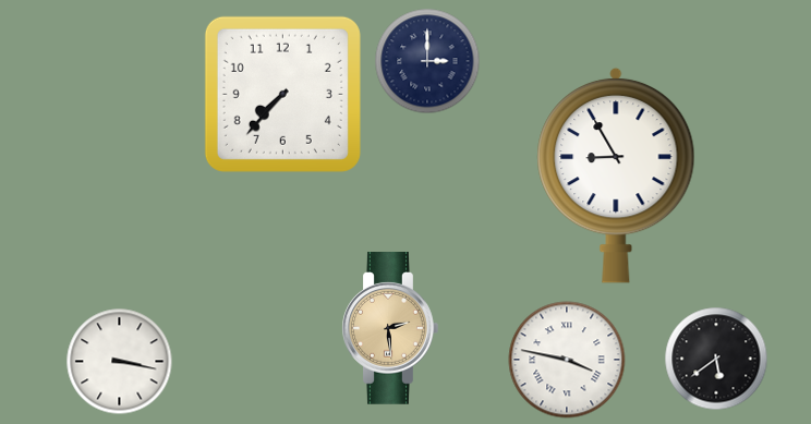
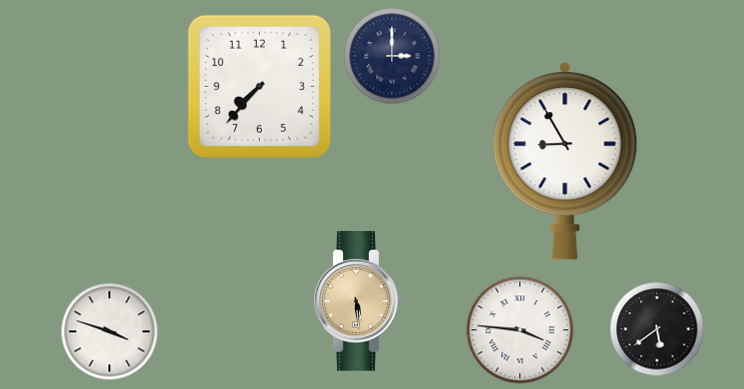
clock at (390, 329): 2:29 -> 5:29
clock at (567, 360): 3:47 -> 3:46
clock at (120, 362): 3:17 -> 3:48
